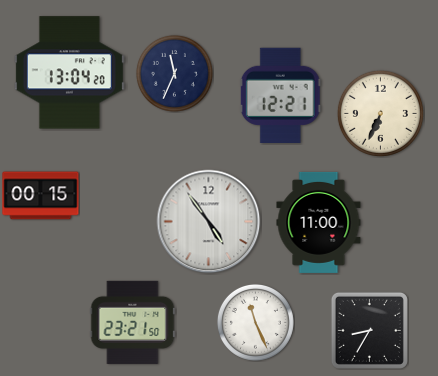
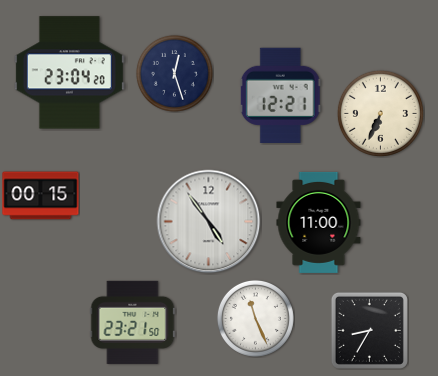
clock at (69, 73): 13:04 -> 23:04
clock at (174, 73): 11:34 -> 12:27
clock at (255, 322) position: (255, 322) -> (255, 318)
